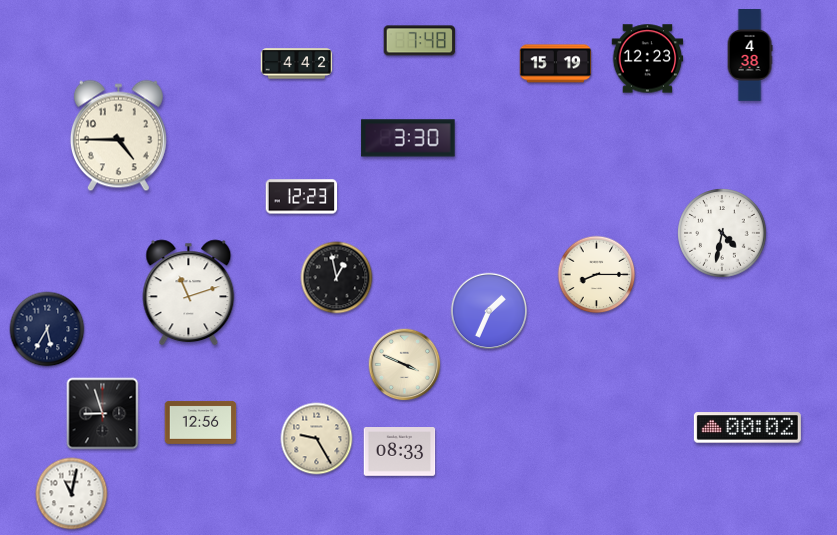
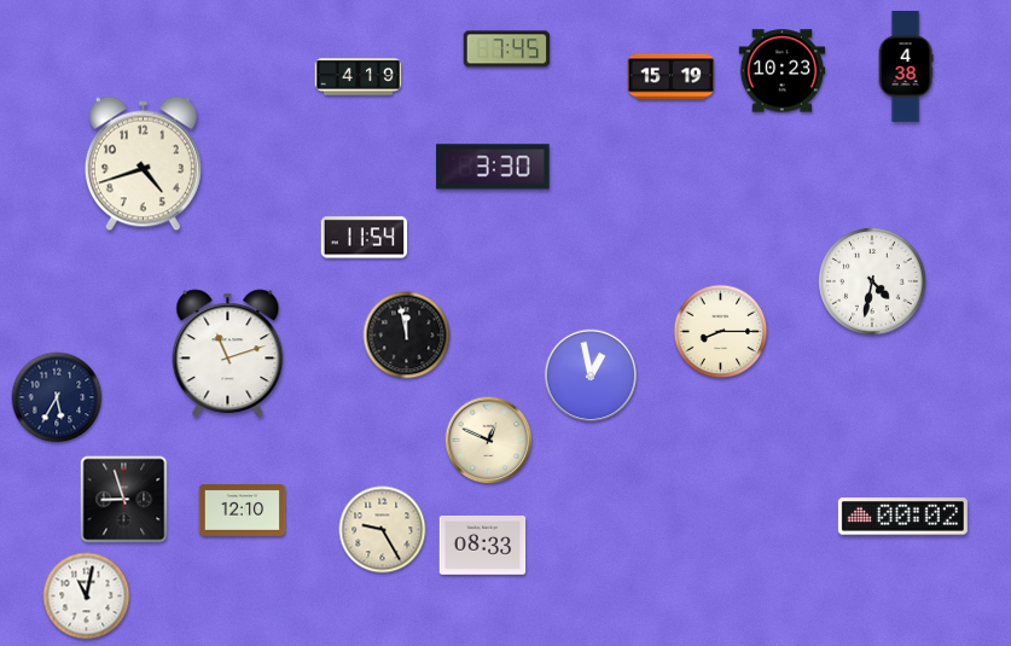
clock at (420, 41): 7:48 -> 7:45
clock at (648, 59): 12:23 -> 10:23
clock at (297, 64): 4:42 -> 4:19
clock at (118, 136): 4:45 -> 4:42
clock at (302, 197): 12:23 -> 11:54
clock at (337, 278): 12:58 -> 11:58
clock at (489, 311): 1:34 -> 12:58
clock at (405, 365): 3:49 -> 12:49
clock at (201, 422): 12:56 -> 12:10
